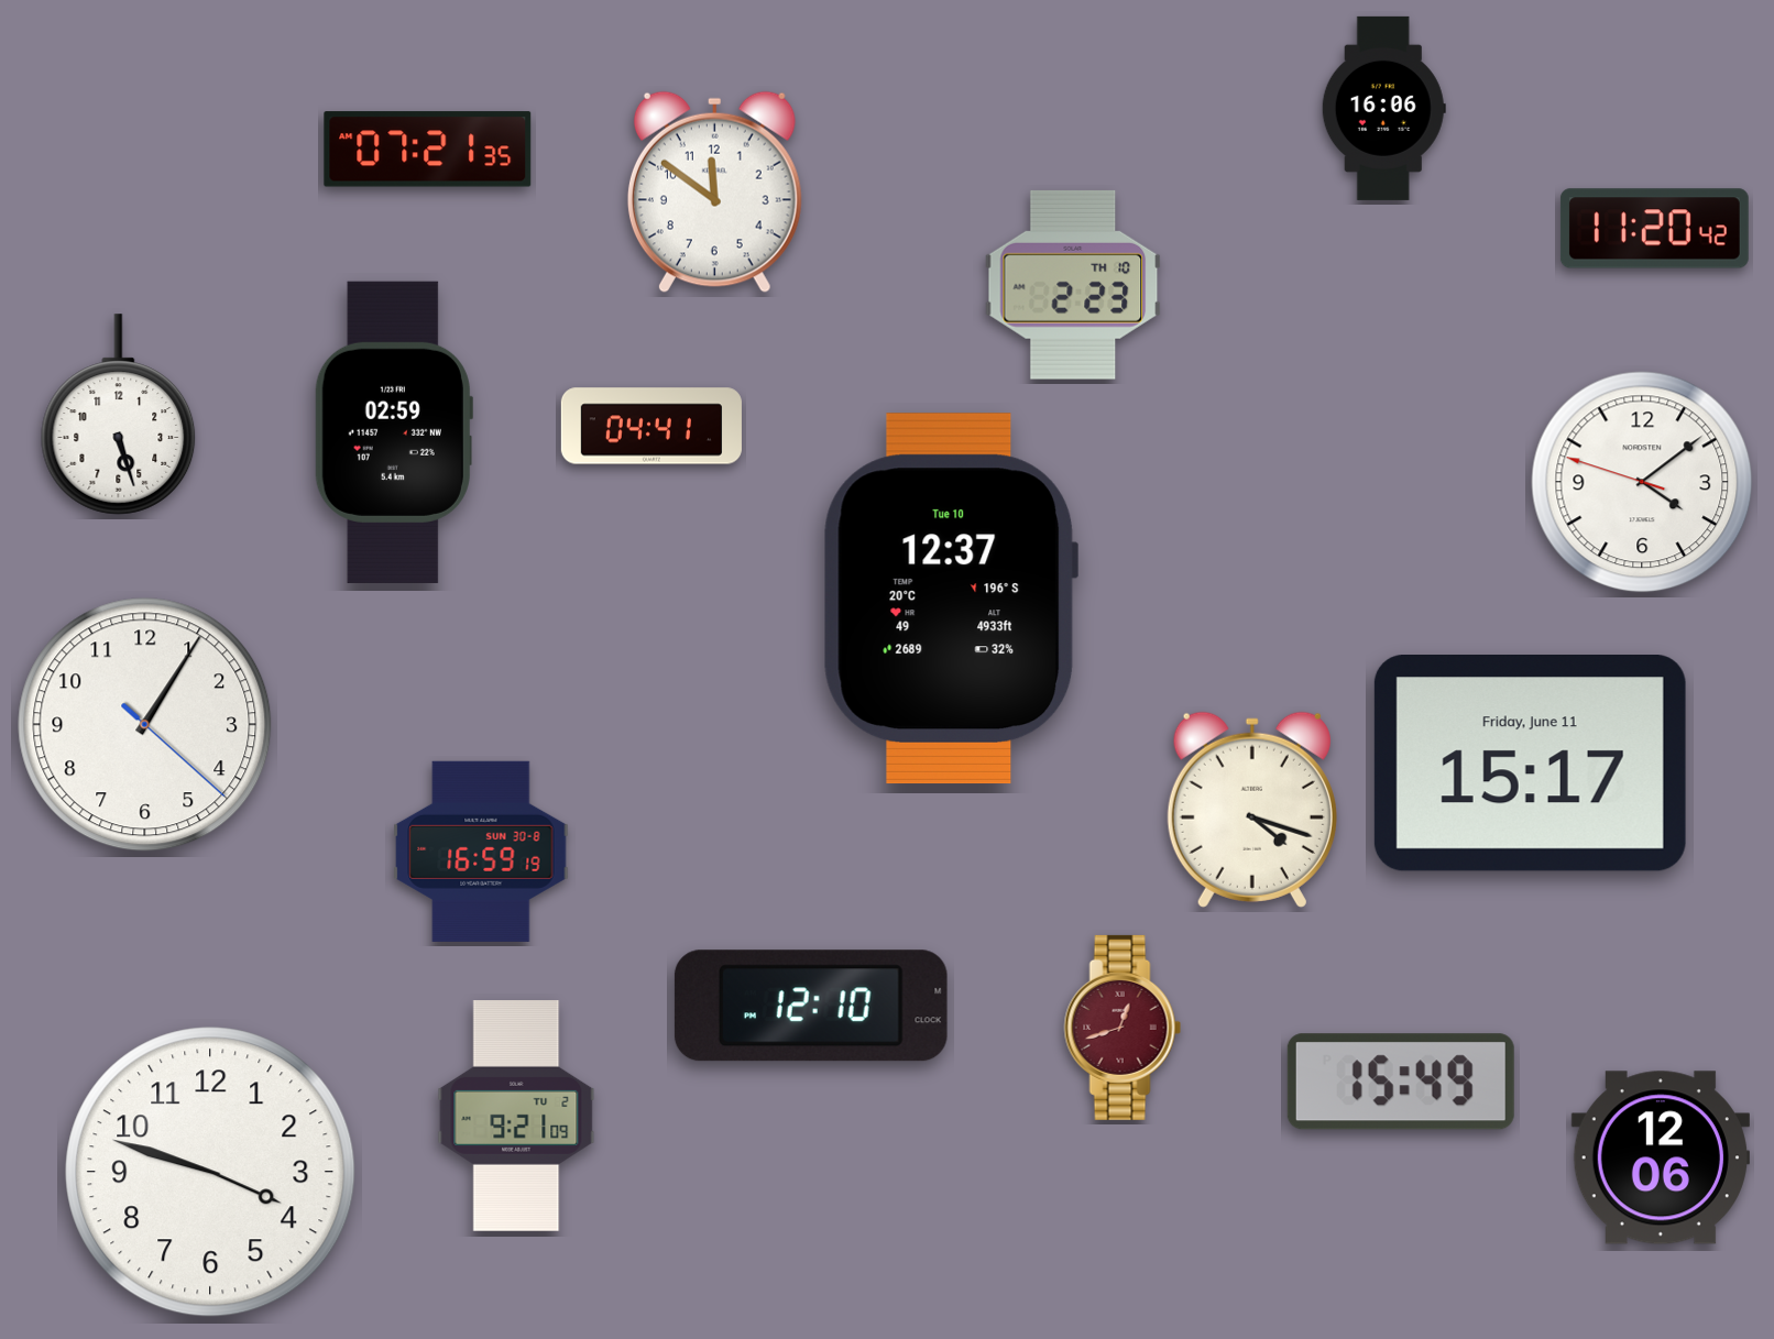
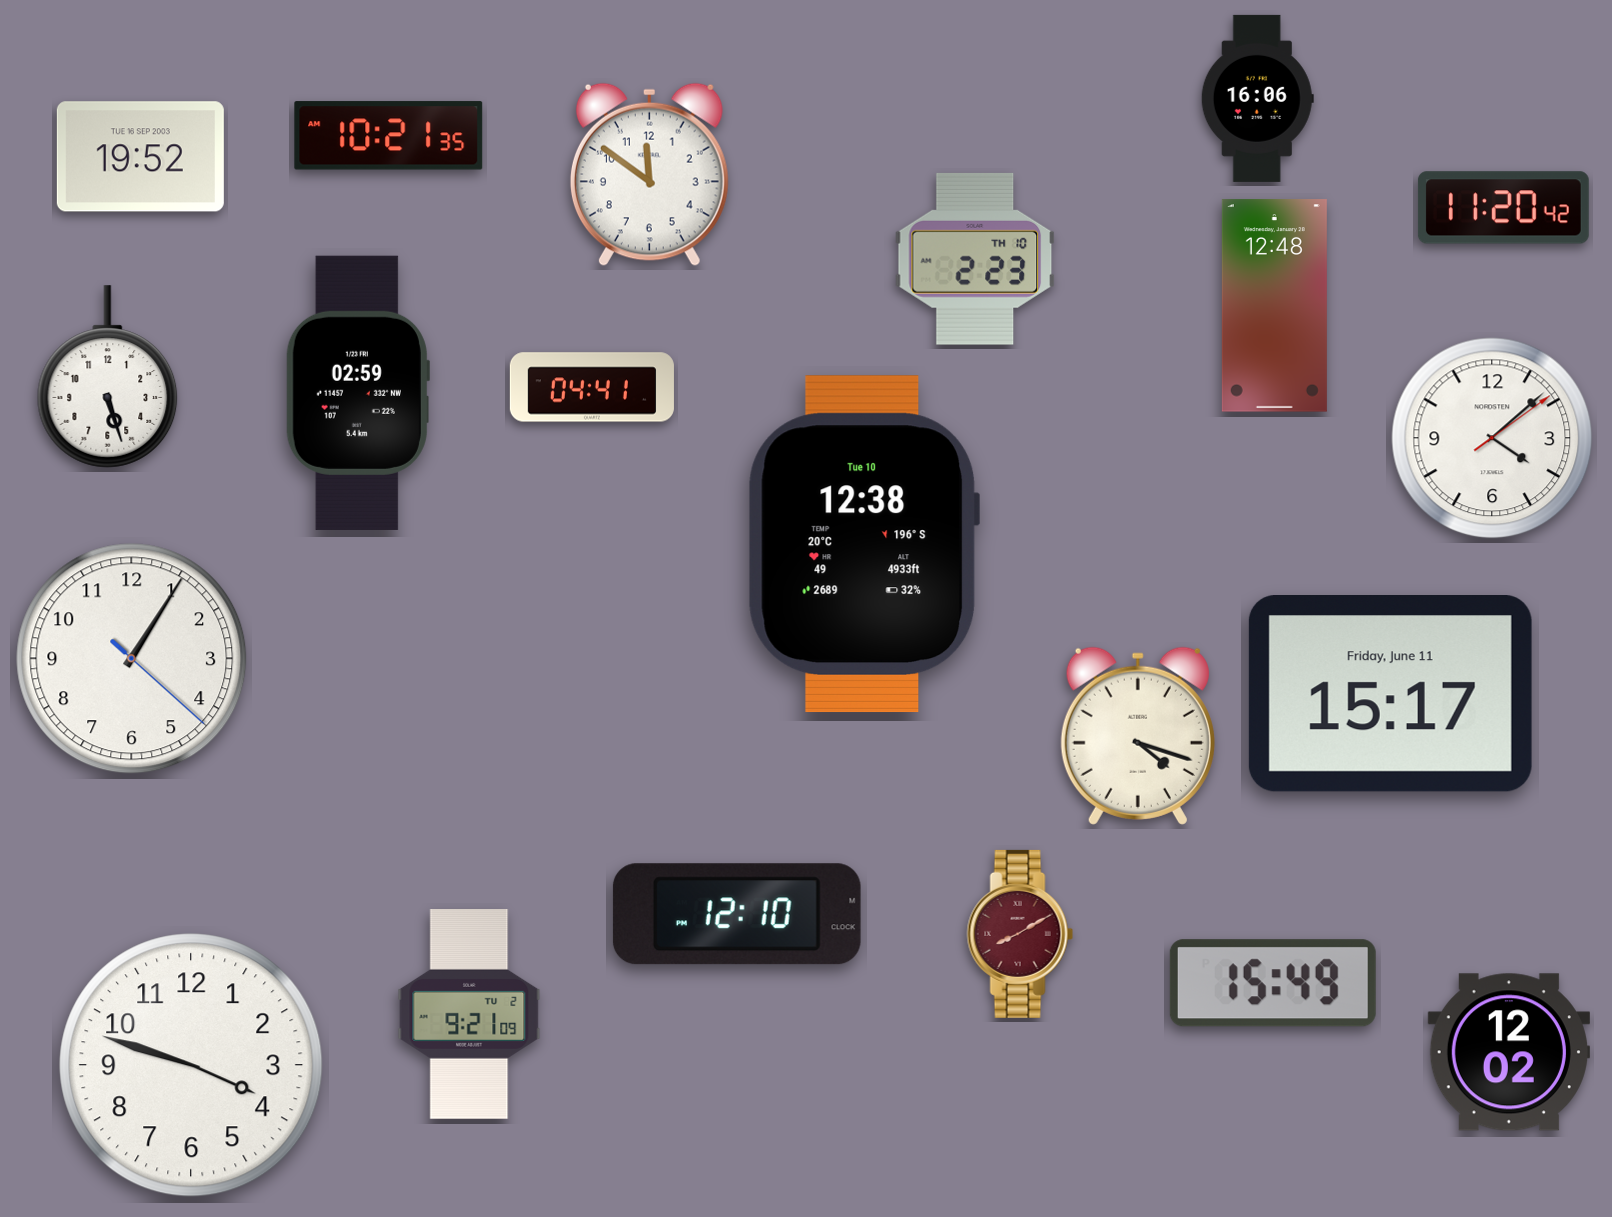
clock at (428, 150): 07:21 -> 10:21
clock at (140, 157): none -> 19:52
clock at (1274, 306): none -> 12:48
clock at (1642, 482): 4:08:48 -> 4:08:09
clock at (950, 599): 12:37 -> 12:38
clock at (481, 852): 16:59 -> none
clock at (1123, 1028): 12:42 -> 8:10
clock at (1661, 1157): 12:06 -> 12:02
